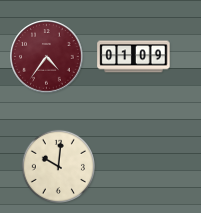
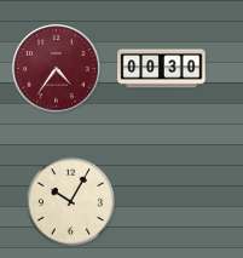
clock at (134, 57): 01:09 -> 00:30
clock at (58, 166): 10:01 -> 10:05
